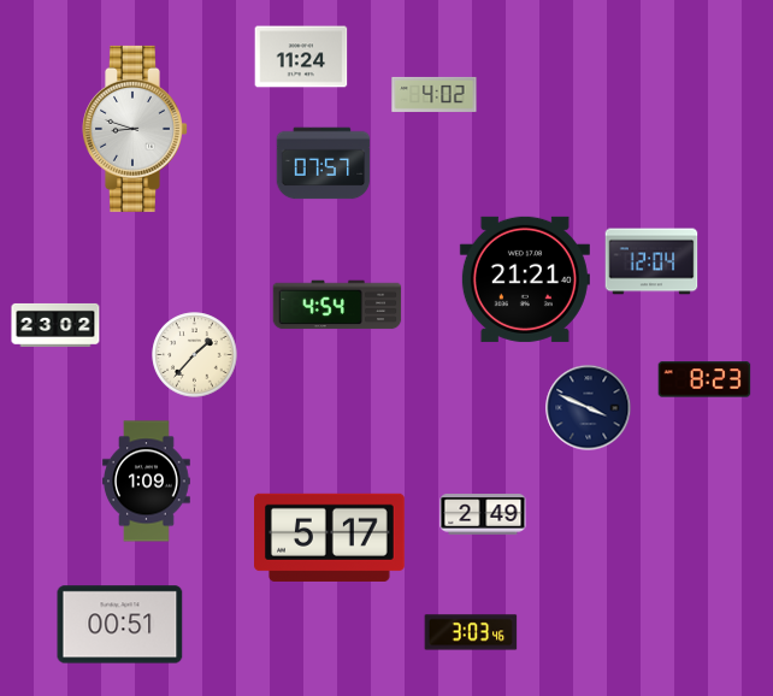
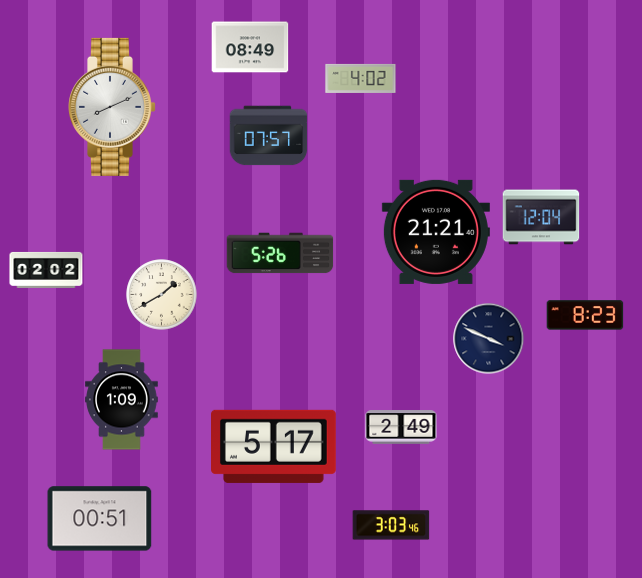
clock at (301, 57): 11:24 -> 08:49
clock at (136, 129): 8:48 -> 8:11
clock at (337, 305): 4:54 -> 5:26
clock at (55, 325): 23:02 -> 02:02
clock at (195, 355): 1:37 -> 1:40
